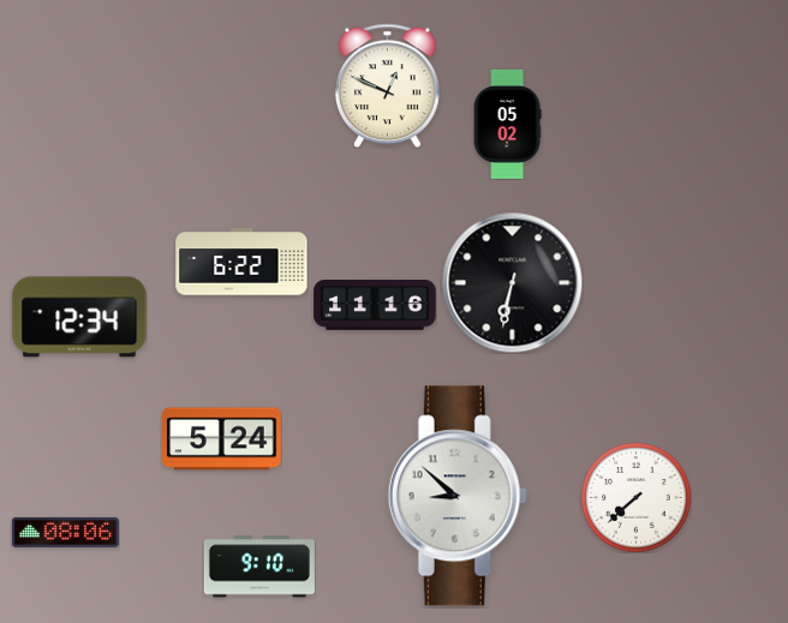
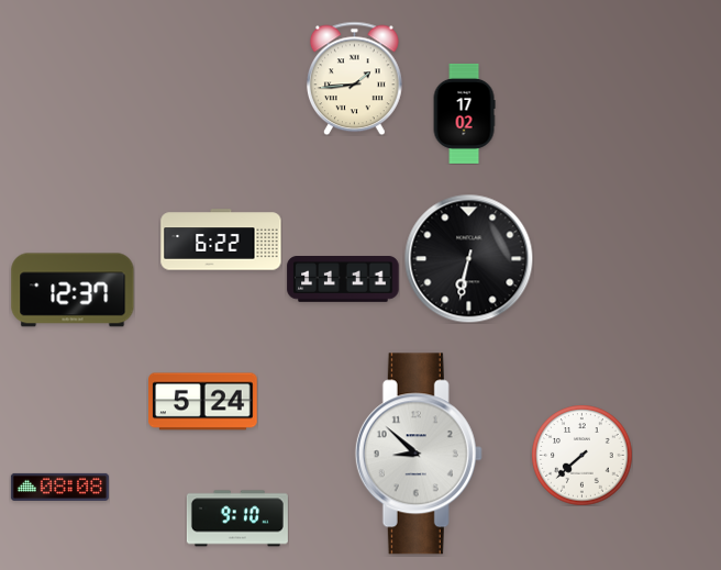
clock at (387, 85): 12:49 -> 1:44
clock at (507, 124): 05:02 -> 17:02
clock at (375, 306): 11:16 -> 11:11
clock at (79, 317): 12:34 -> 12:37
clock at (65, 532): 08:06 -> 08:08
